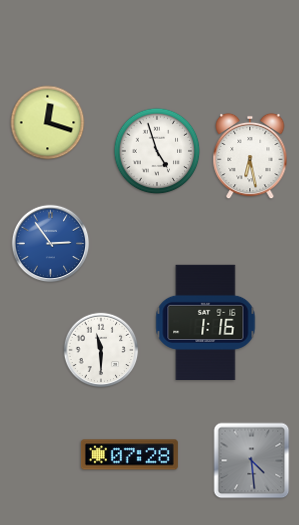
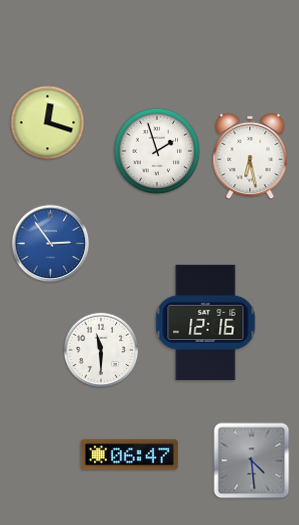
clock at (157, 151): 4:57 -> 1:57
clock at (206, 322): 1:16 -> 12:16
clock at (129, 455): 07:28 -> 06:47
